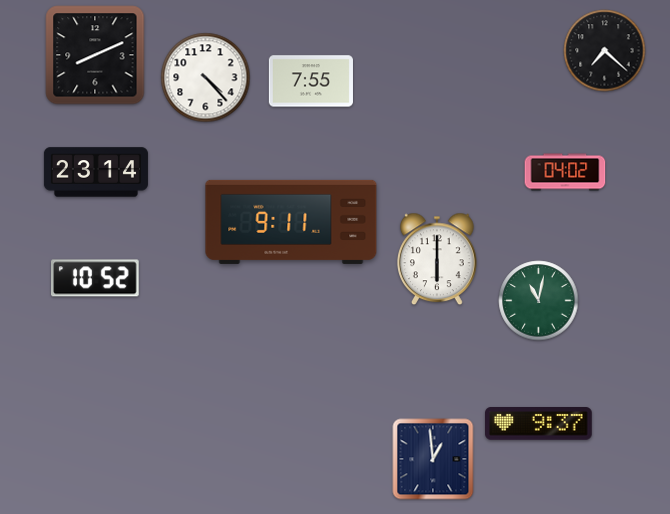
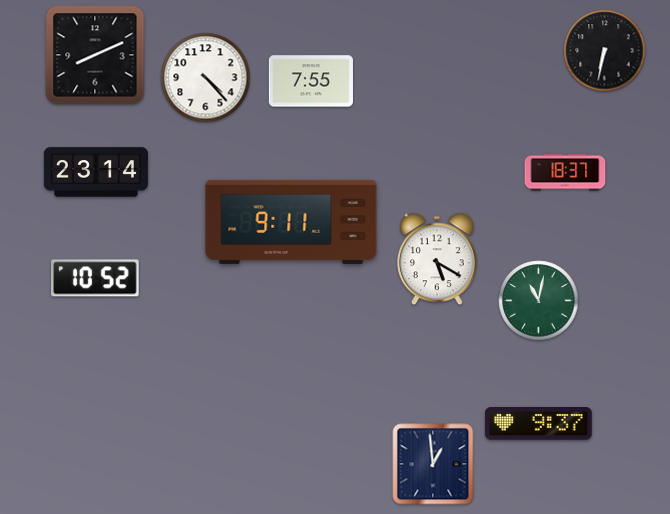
clock at (605, 51): 7:22 -> 6:32
clock at (565, 172): 04:02 -> 18:37
clock at (438, 259): 6:00 -> 5:20
clock at (433, 459) position: (433, 459) -> (433, 464)
